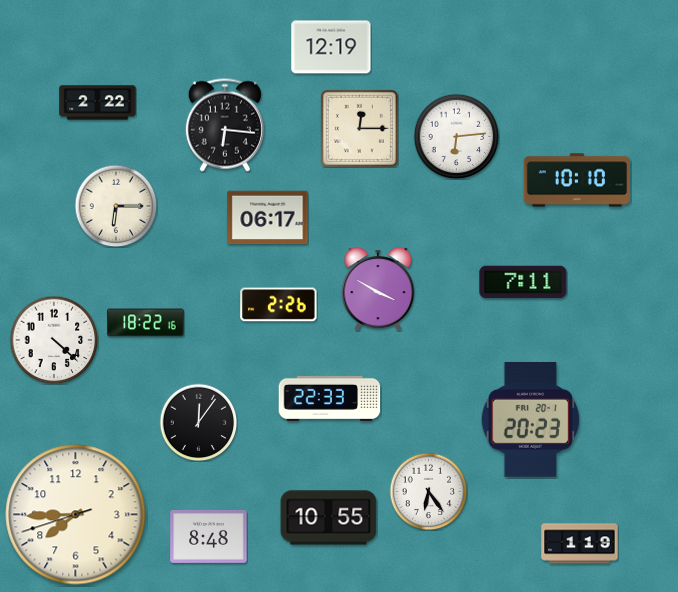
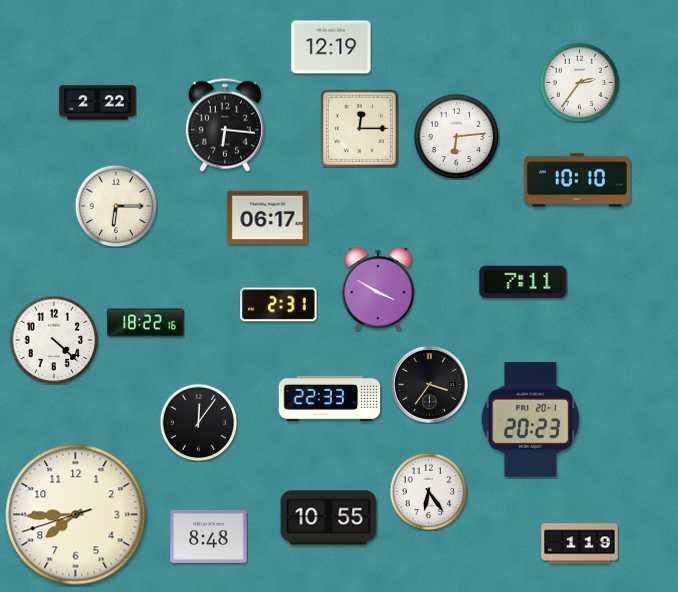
clock at (579, 82): none -> 2:36
clock at (279, 305): 2:26 -> 2:31
clock at (429, 384): none -> 3:36
